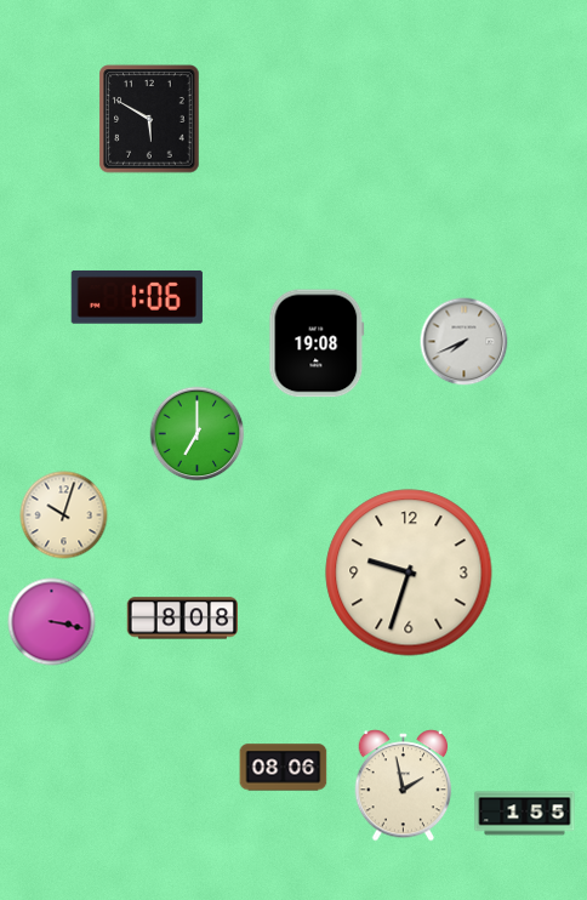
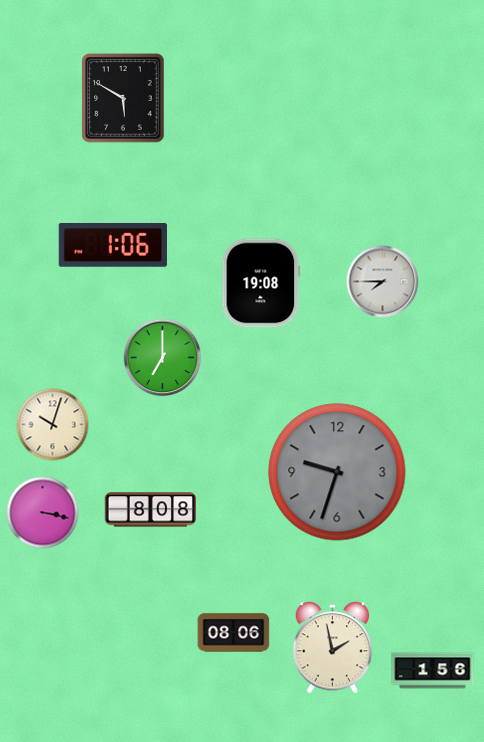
clock at (465, 342): 7:41 -> 7:45
clock at (409, 573) dial: cream -> grey
clock at (525, 814): 1:55 -> 1:56
